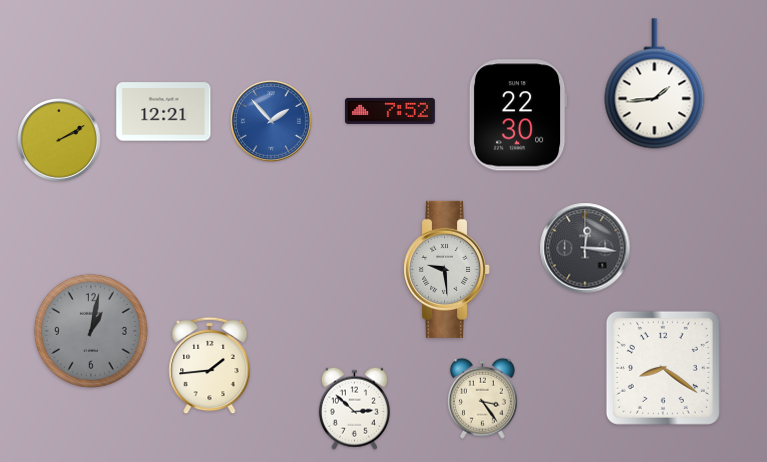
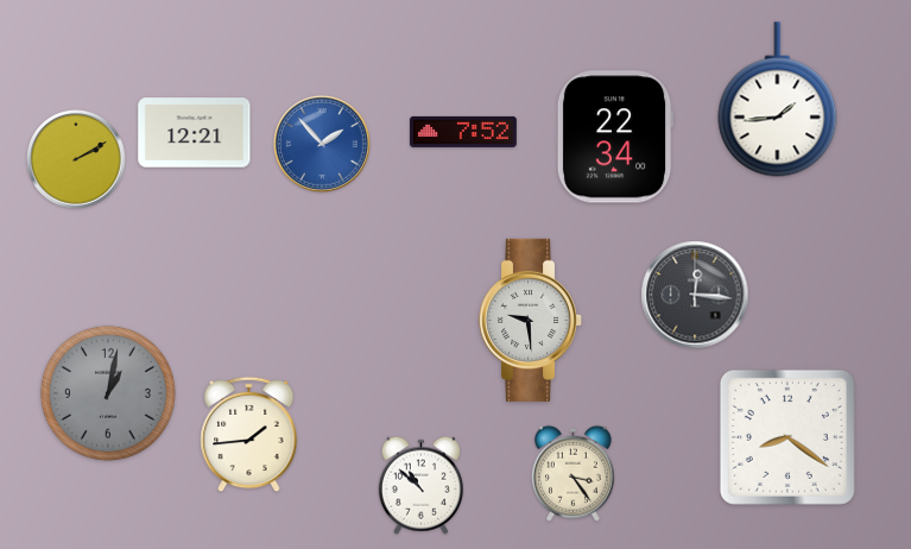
clock at (518, 115): 22:30 -> 22:34
clock at (59, 140) position: (59, 140) -> (76, 159)
clock at (354, 408): 2:52 -> 10:52
